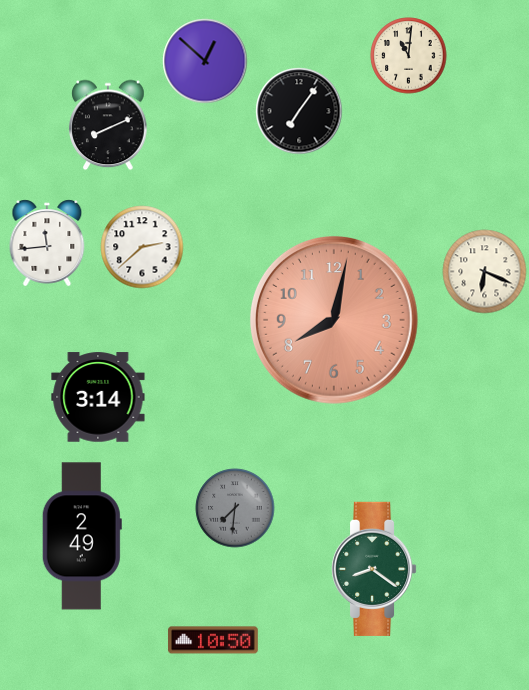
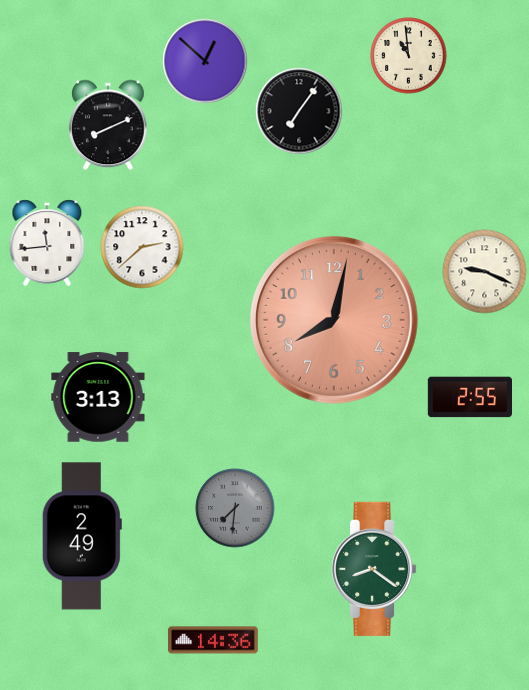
clock at (409, 56): 11:01 -> 10:59
clock at (485, 272): 6:19 -> 9:19
clock at (98, 397): 3:14 -> 3:13
clock at (469, 397): none -> 2:55
clock at (213, 640): 10:50 -> 14:36
